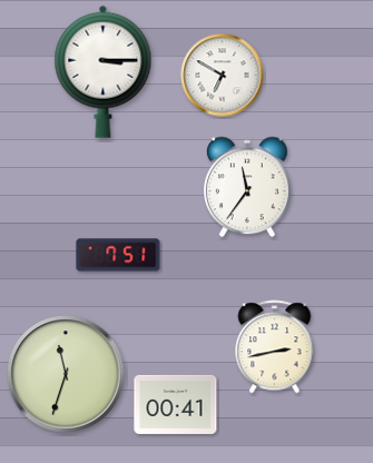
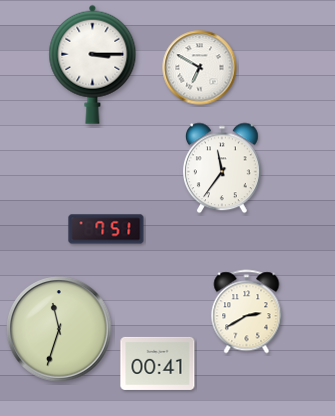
clock at (275, 347): 2:43 -> 2:40
clock at (66, 374) position: (66, 374) -> (59, 329)
